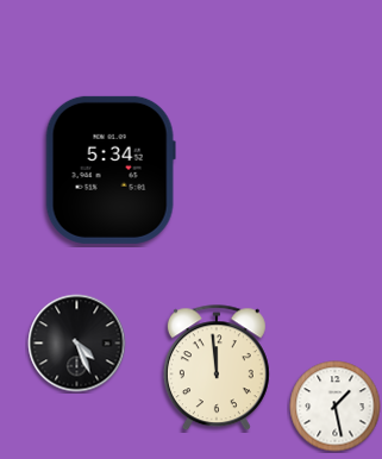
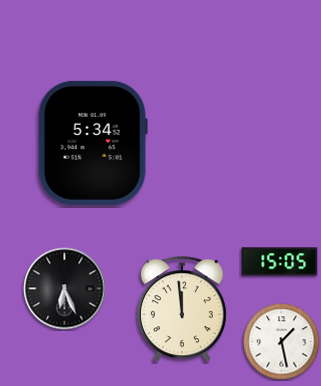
clock at (280, 262): none -> 15:05
clock at (77, 344): 4:26 -> 6:26
